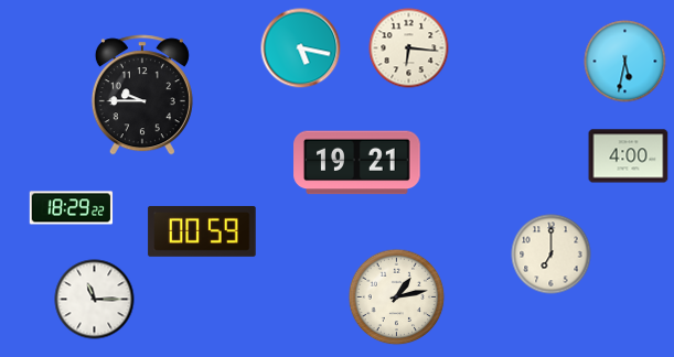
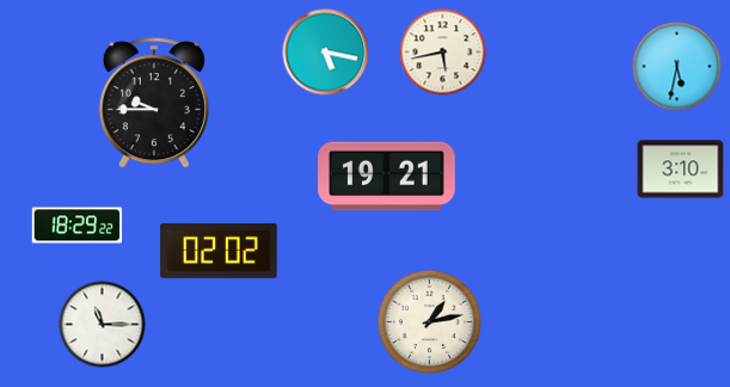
clock at (409, 48): 6:16 -> 5:43
clock at (629, 156): 4:00 -> 3:10
clock at (202, 231): 00:59 -> 02:02
clock at (552, 255): 7:00 -> none
